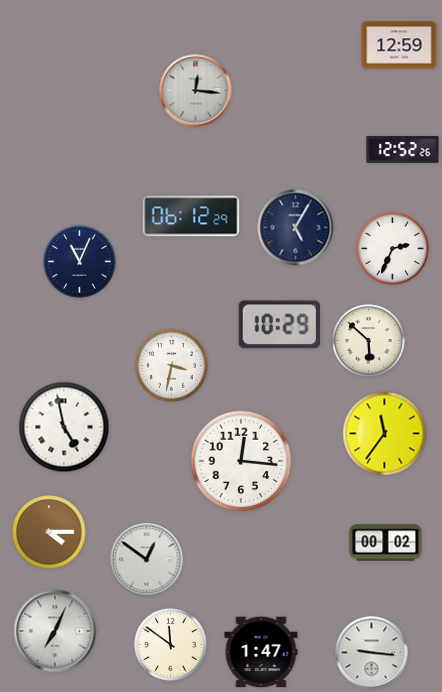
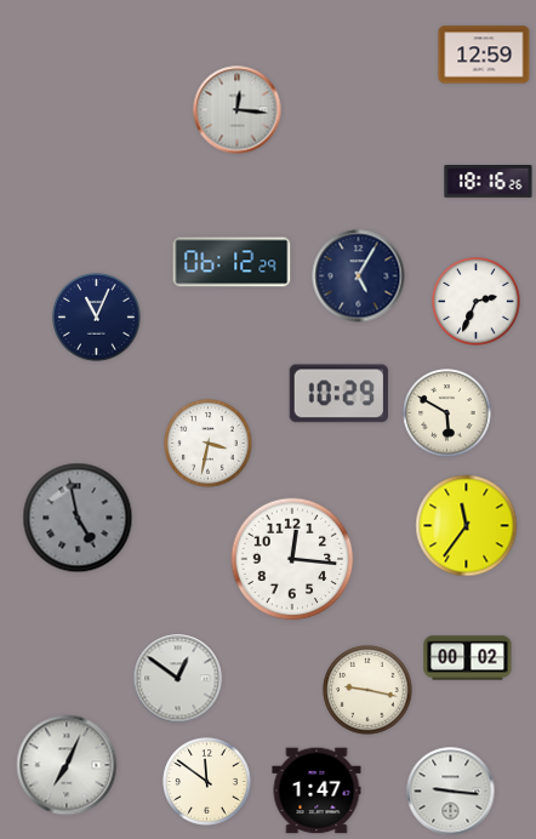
clock at (403, 150): 12:52 -> 18:16
clock at (369, 341): 5:52 -> 5:50
clock at (64, 427) dial: white -> grey
clock at (49, 532): 4:15 -> none
clock at (367, 690): none -> 9:17
